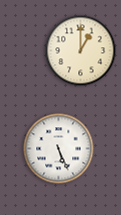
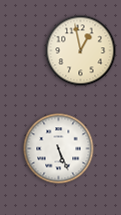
clock at (81, 51): 1:00 -> 12:58
